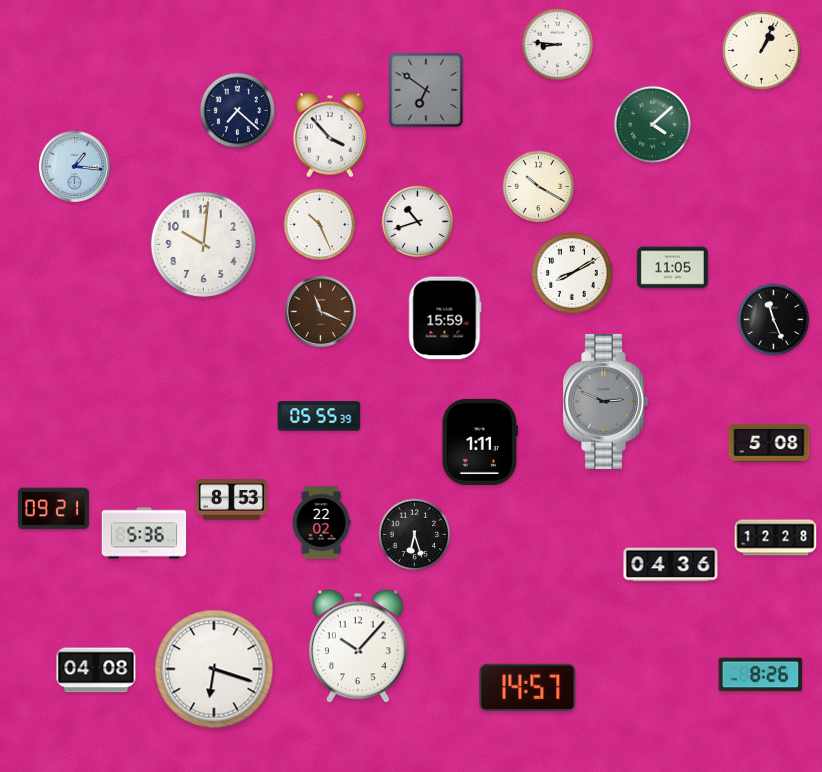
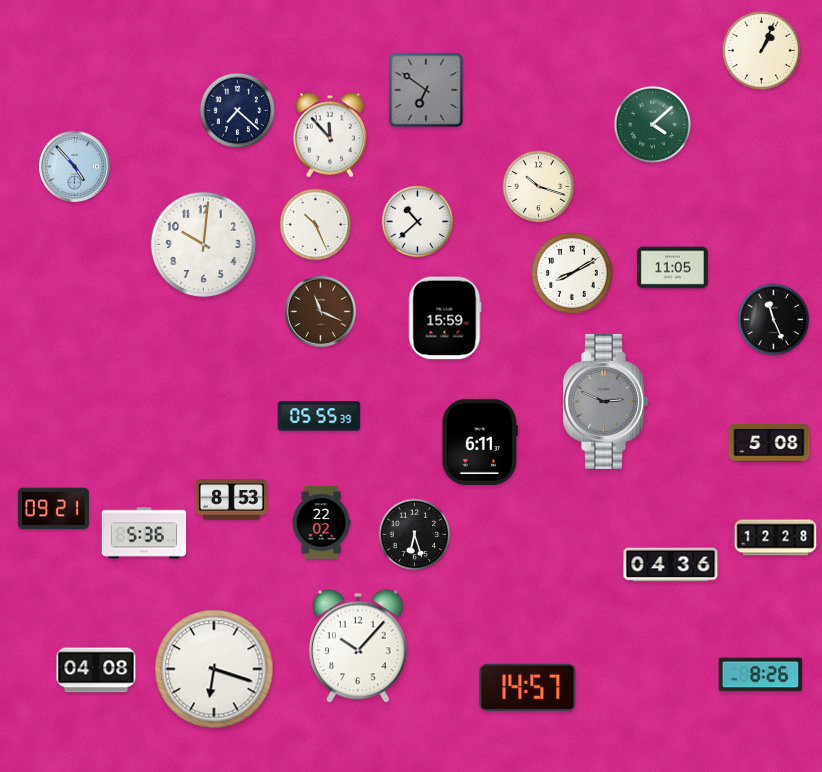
clock at (558, 45): 8:46 -> none
clock at (330, 135): 3:53 -> 11:53
clock at (74, 166): 1:16 -> 4:53
clock at (539, 187): 10:20 -> 10:18
clock at (418, 222): 10:42 -> 10:38
clock at (320, 225) position: (320, 225) -> (316, 225)
clock at (479, 442): 1:11 -> 6:11
